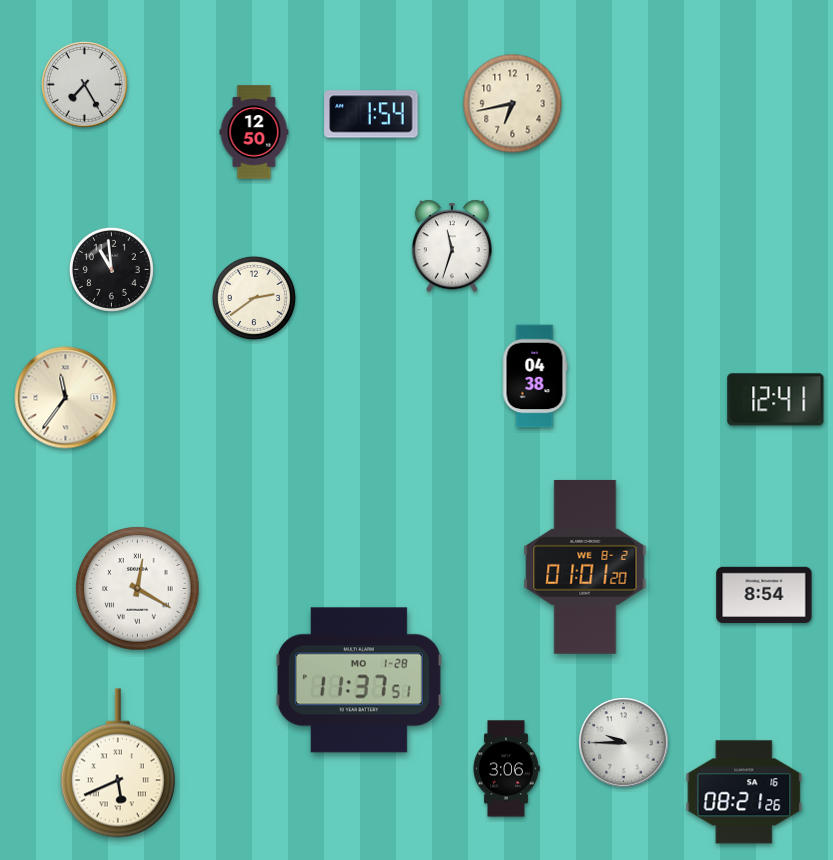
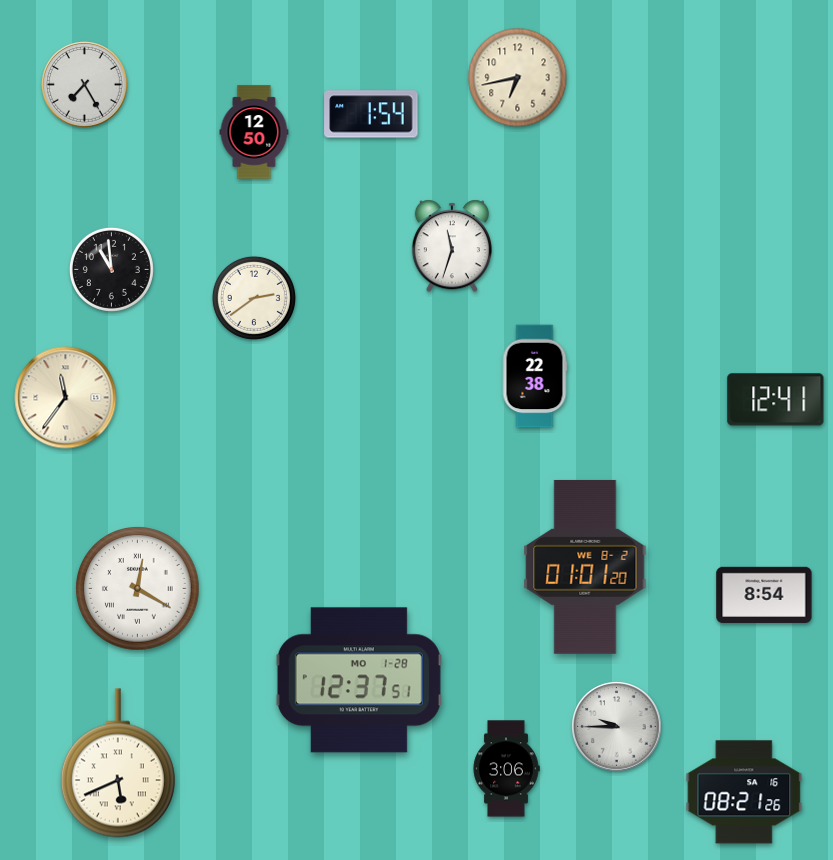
clock at (513, 104) position: (513, 104) -> (518, 78)
clock at (535, 376): 04:38 -> 22:38
clock at (359, 680): 11:37 -> 12:37
clock at (624, 743) position: (624, 743) -> (617, 727)
